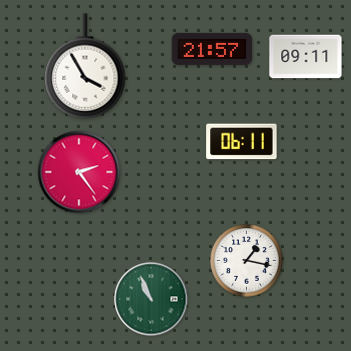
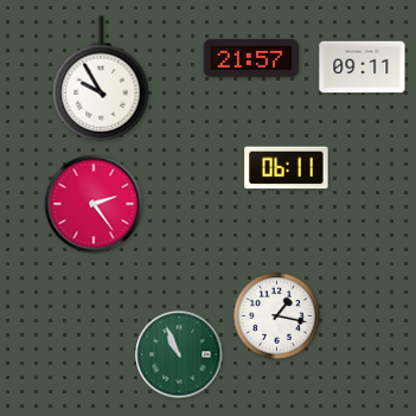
clock at (85, 66): 3:55 -> 9:55
clock at (247, 261) position: (247, 261) -> (277, 316)
